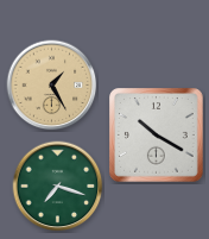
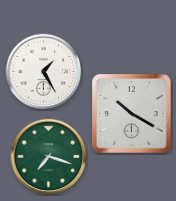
clock at (52, 86) dial: champagne -> white
